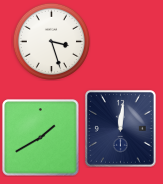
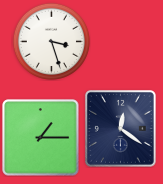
clock at (120, 129): 12:01 -> 12:21
clock at (41, 138): 1:40 -> 1:15
